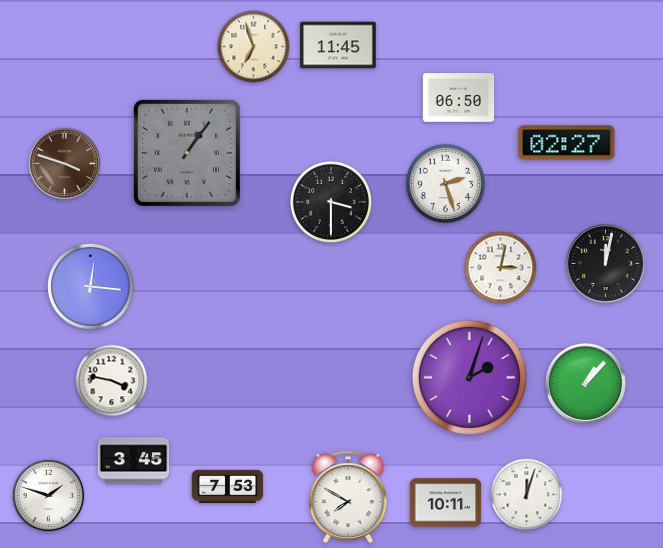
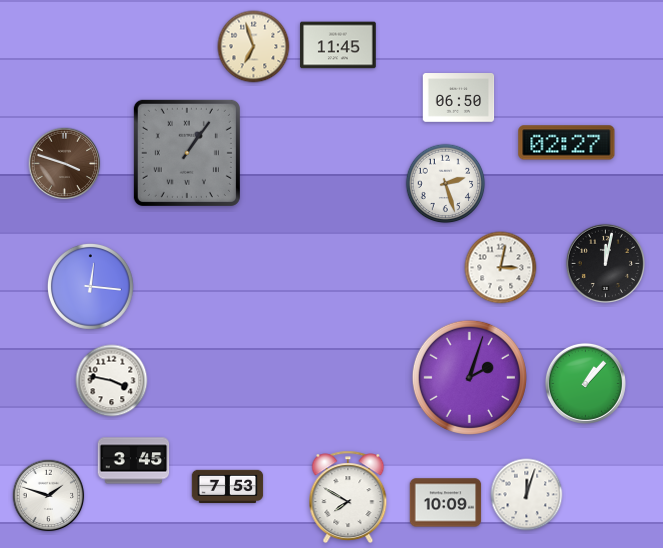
clock at (331, 202): 3:30 -> none
clock at (446, 503): 10:11 -> 10:09
